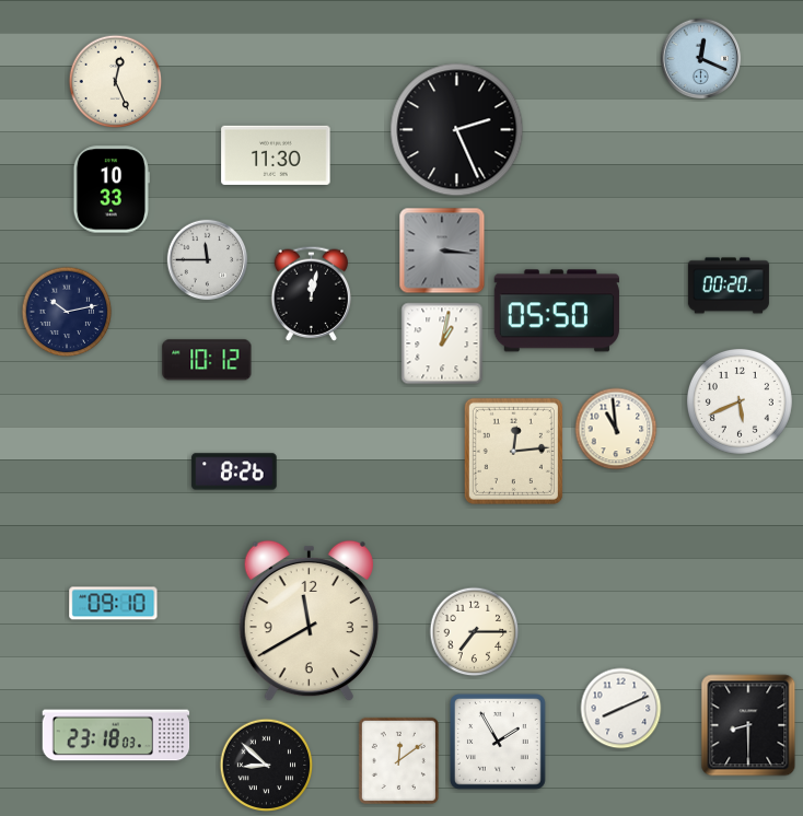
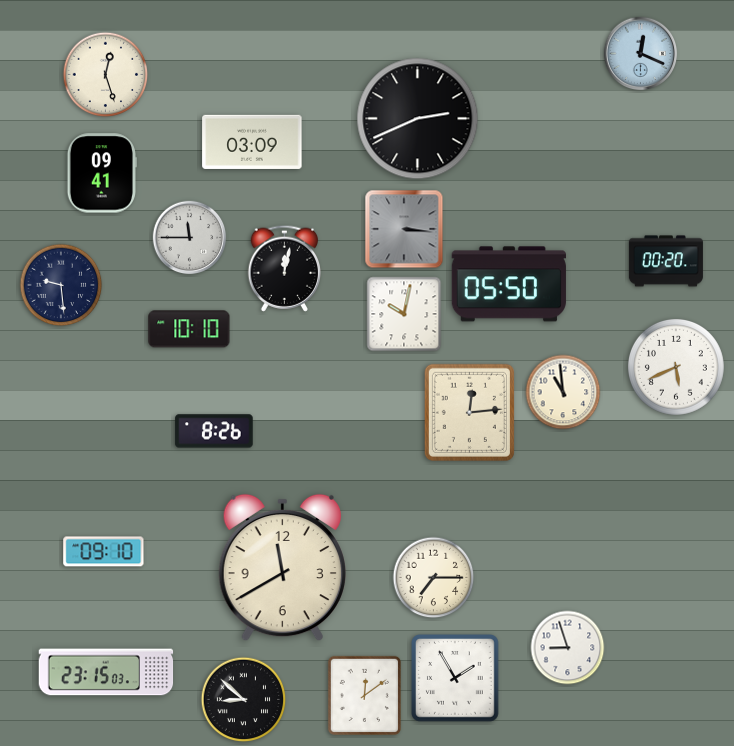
clock at (116, 82): 12:26 -> 12:27
clock at (457, 130): 2:26 -> 2:41
clock at (276, 155): 11:30 -> 03:09
clock at (112, 189): 10:33 -> 09:41
clock at (67, 312): 10:13 -> 9:29
clock at (442, 343): 1:02 -> 10:02
clock at (207, 360): 10:12 -> 10:10
clock at (621, 709): 8:11 -> 8:57
clock at (748, 725): 8:30 -> none
clock at (116, 735): 23:18 -> 23:15
